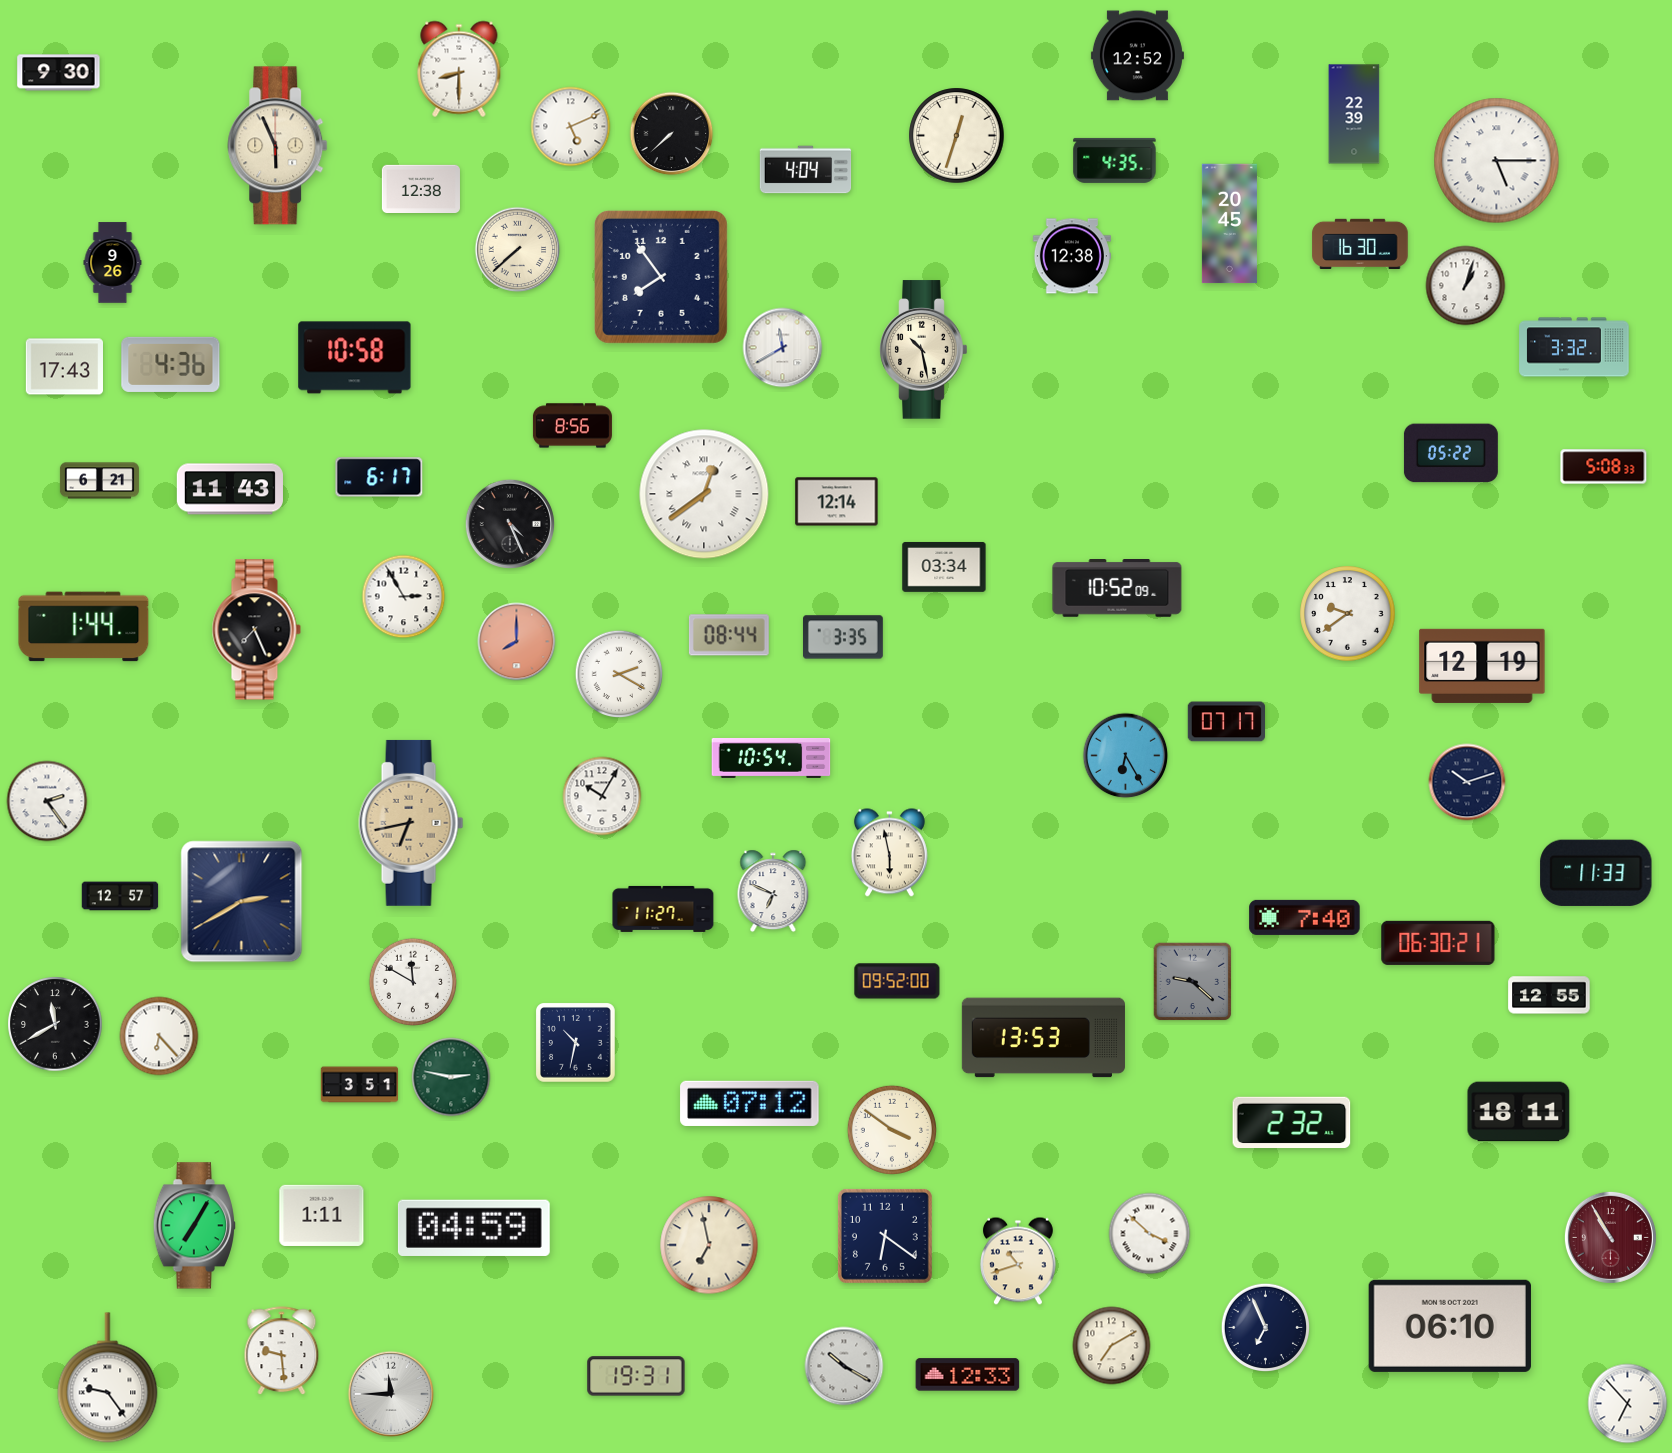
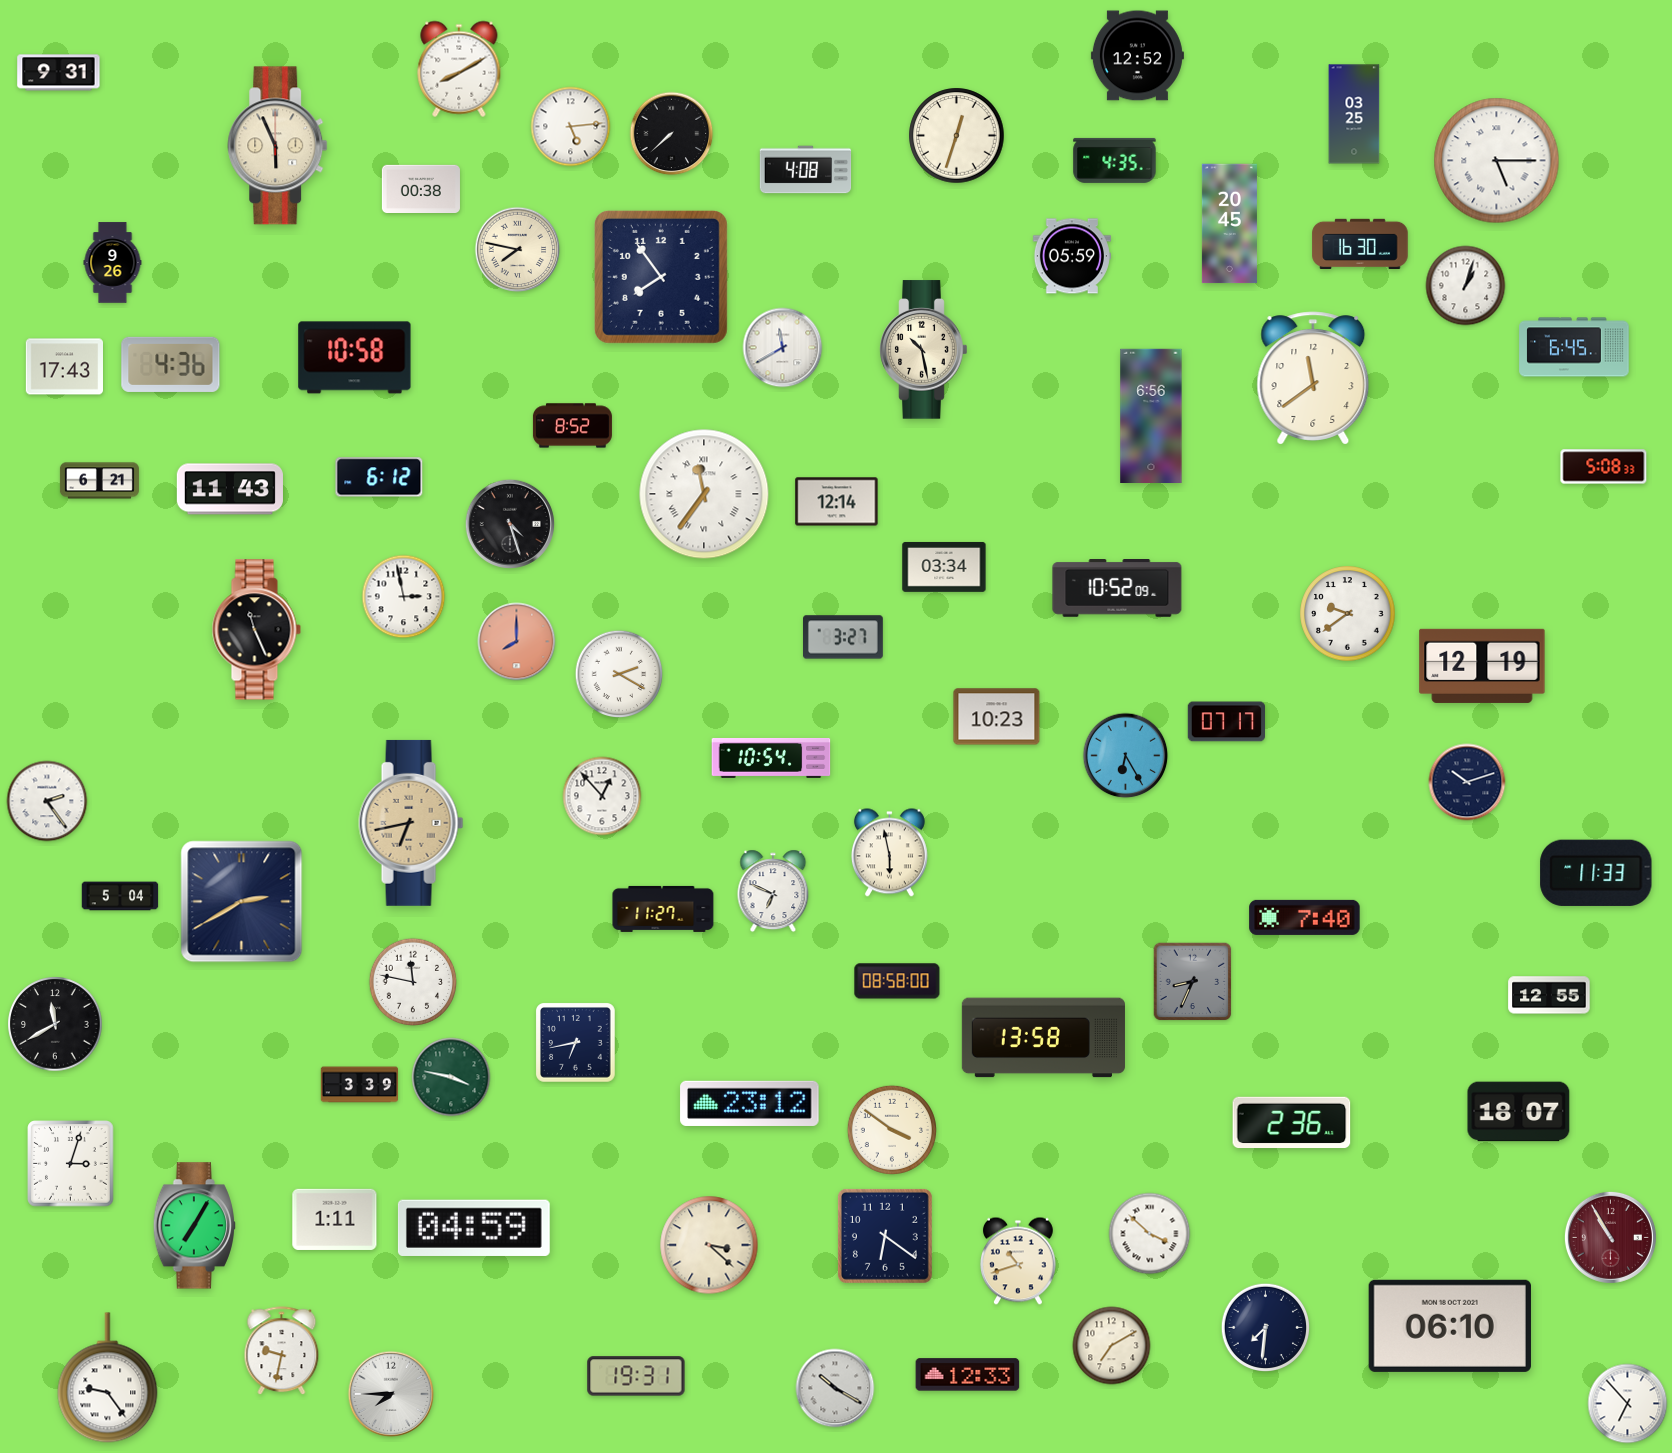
clock at (459, 69): 8:30 -> 8:10
clock at (59, 73): 9:30 -> 9:31
clock at (1354, 114): 22:39 -> 03:25
clock at (571, 127): 5:11 -> 5:14
clock at (806, 170): 4:04 -> 4:08
clock at (421, 188): 12:38 -> 00:38
clock at (518, 250): 7:38 -> 7:47
clock at (1072, 256): 12:38 -> 05:59
clock at (1574, 347): 3:32 -> 6:45
clock at (1313, 378): none -> 11:39
clock at (1151, 415): none -> 6:56
clock at (572, 426): 8:56 -> 8:52
clock at (1451, 453): 05:22 -> none
clock at (379, 477): 6:17 -> 6:12
clock at (704, 494): 12:39 -> 11:36
clock at (510, 524): 4:26 -> 4:27
clock at (404, 597): 2:55 -> 2:58
clock at (84, 627): 1:44 -> none
clock at (256, 630): 7:26 -> 11:26
clock at (729, 635): 08:44 -> none
clock at (844, 637): 3:35 -> 3:27
clock at (997, 717): none -> 10:23
clock at (602, 796): 10:05 -> 12:53
clock at (120, 896): 12:57 -> 5:04
clock at (1438, 943): 06:30 -> none
clock at (897, 981): 09:52 -> 08:58
clock at (413, 982): 11:50 -> 11:47
clock at (1193, 982): 9:22 -> 8:34
clock at (159, 1036): 6:23 -> none
clock at (1043, 1038): 13:53 -> 13:58
clock at (576, 1043): 10:32 -> 6:43
clock at (451, 1077): 2:47 -> 3:47
clock at (360, 1085): 3:51 -> 3:39
clock at (750, 1103): 07:12 -> 23:12
clock at (1519, 1112): 18:11 -> 18:07
clock at (1292, 1123): 2:32 -> 2:36
clock at (71, 1164): none -> 3:03
clock at (322, 1215) position: (322, 1215) -> (335, 1219)
clock at (709, 1245): 6:58 -> 3:22
clock at (1265, 1327): 6:56 -> 7:31
clock at (282, 1351): 9:29 -> 9:32
clock at (844, 1366) position: (844, 1366) -> (835, 1388)
clock at (391, 1394): 11:45 -> 7:45
